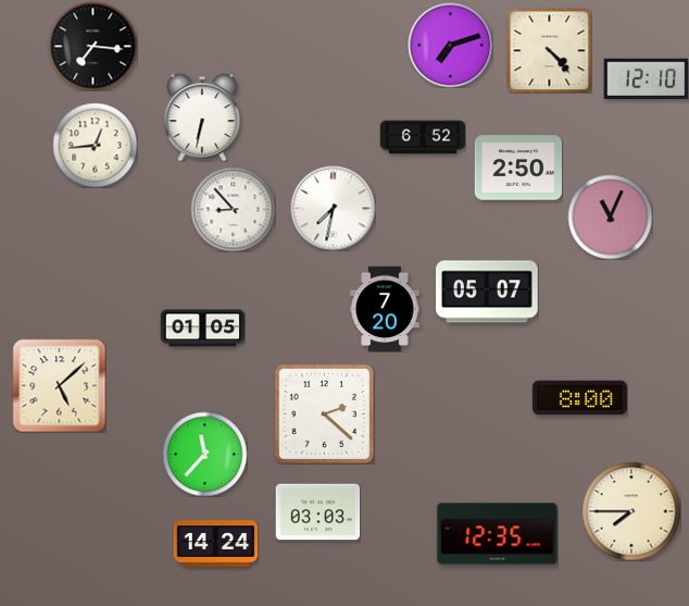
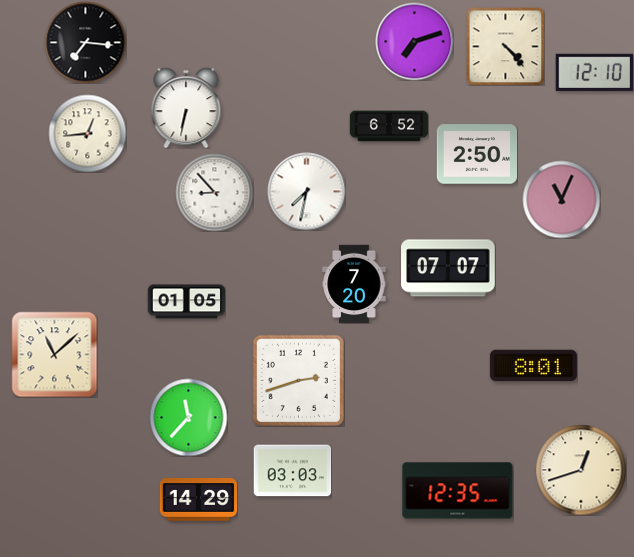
clock at (487, 292): 05:07 -> 07:07
clock at (59, 385): 5:08 -> 11:08
clock at (579, 398): 8:00 -> 8:01
clock at (324, 413): 2:22 -> 2:42
clock at (631, 511): 7:45 -> 12:42
clock at (215, 544): 14:24 -> 14:29
